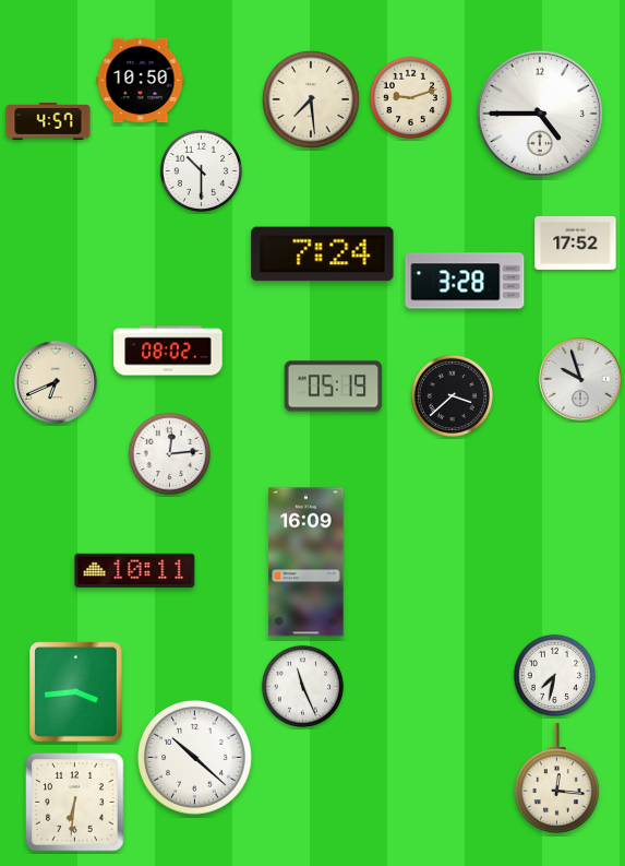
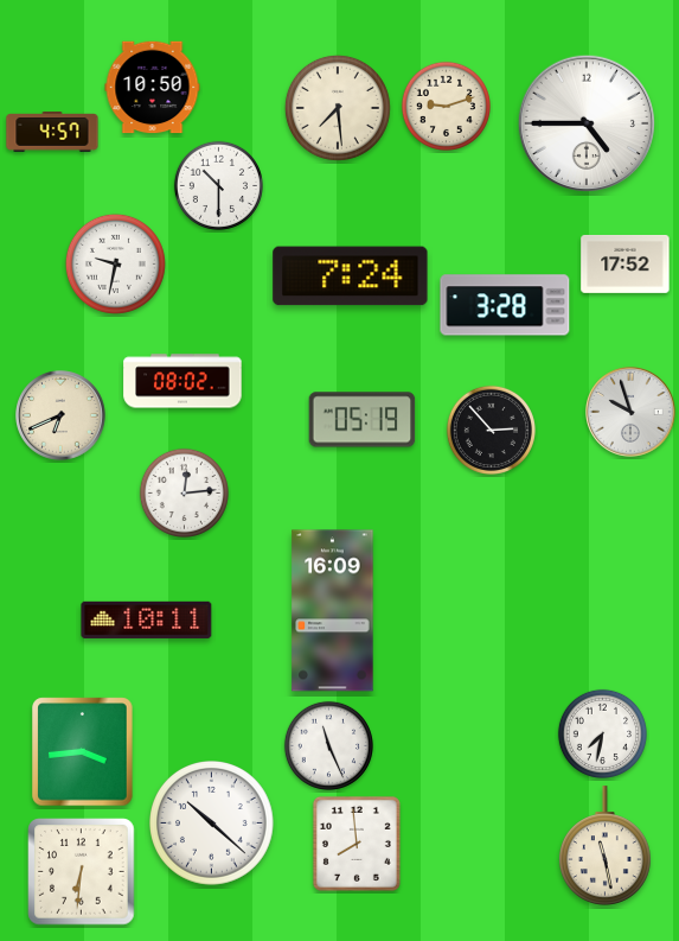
clock at (115, 263): none -> 9:32
clock at (452, 395): 3:38 -> 2:53
clock at (357, 844): none -> 7:59
clock at (556, 779): 12:16 -> 11:28
